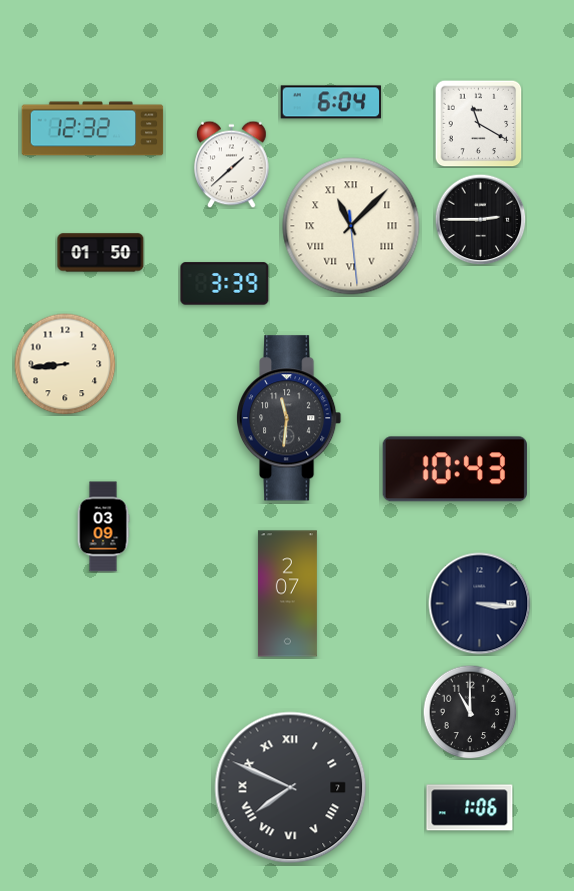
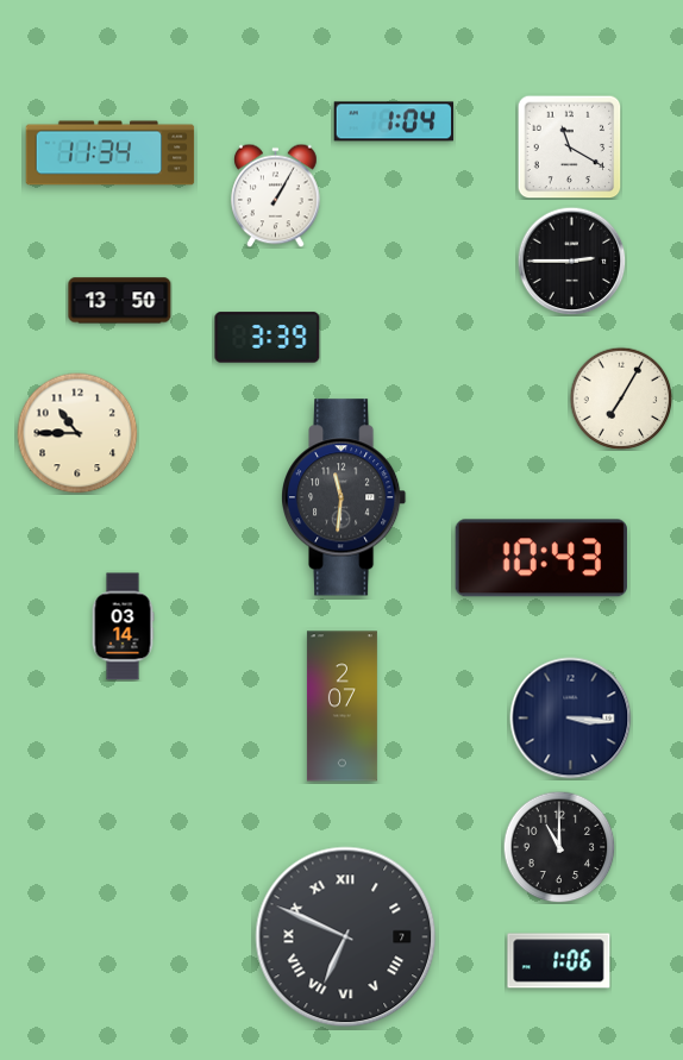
clock at (331, 102): 6:04 -> 1:04
clock at (93, 129): 12:32 -> 11:34
clock at (232, 164): 1:38 -> 1:05
clock at (351, 226): 11:07 -> none
clock at (101, 253): 01:50 -> 13:50
clock at (621, 399): none -> 7:05
clock at (65, 364): 8:44 -> 10:45
clock at (103, 527): 03:09 -> 03:14
clock at (291, 788): 7:49 -> 6:49
